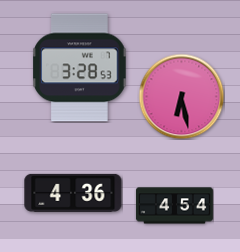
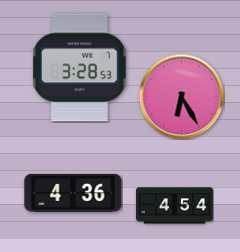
clock at (181, 96): 6:28 -> 6:25
